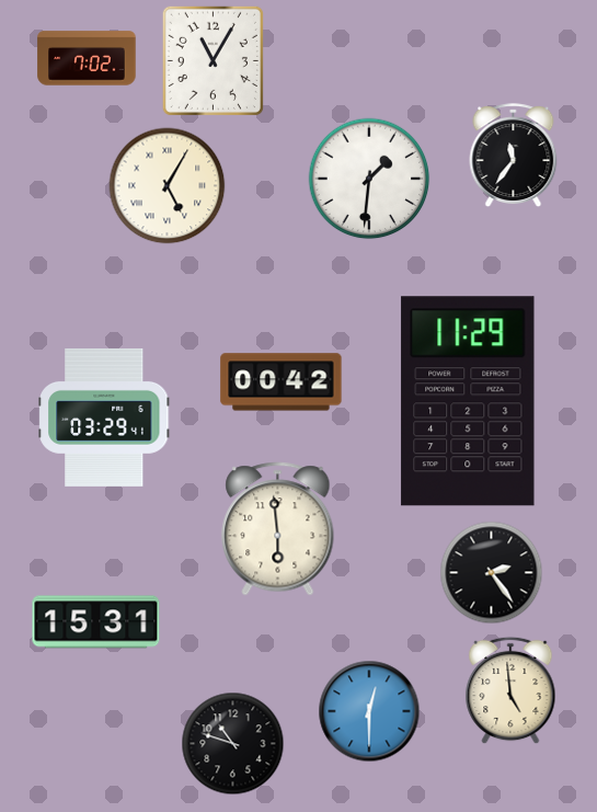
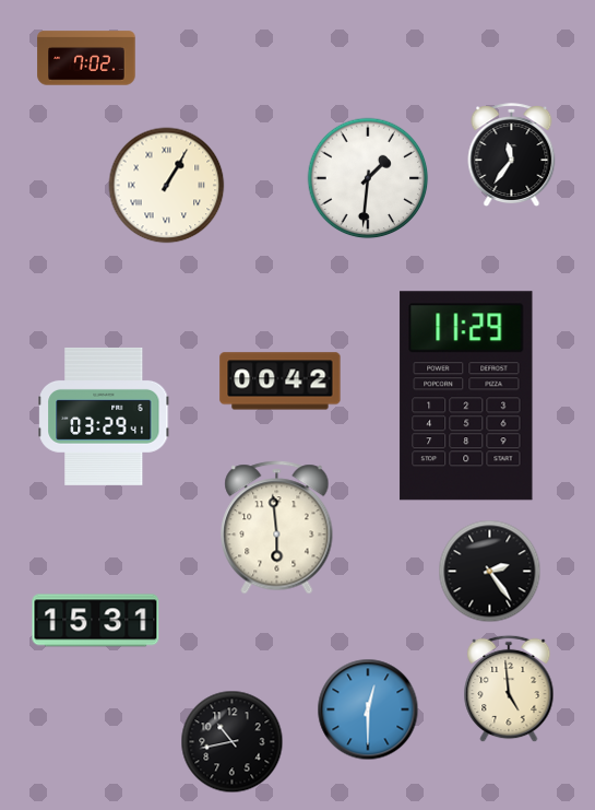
clock at (213, 60): 11:05 -> none
clock at (168, 186): 5:05 -> 1:05
clock at (468, 401) position: (468, 401) -> (466, 396)
clock at (233, 744): 10:48 -> 10:43
